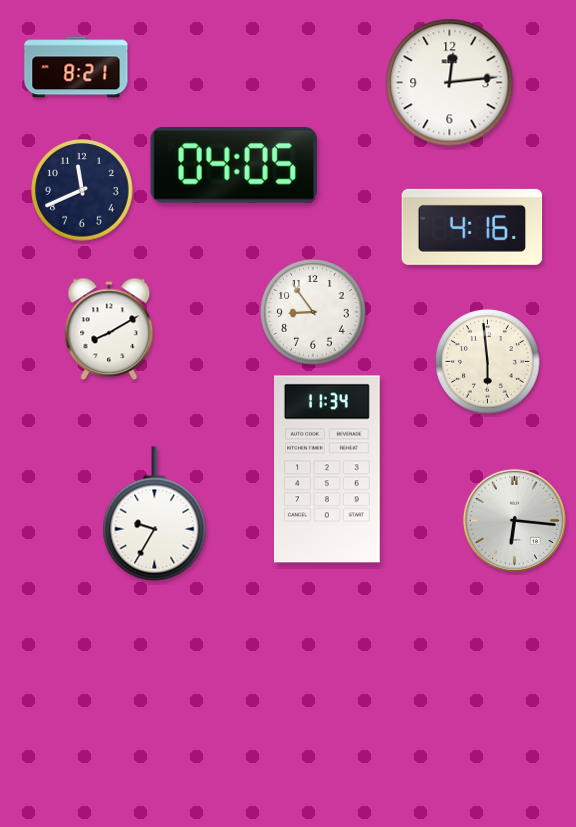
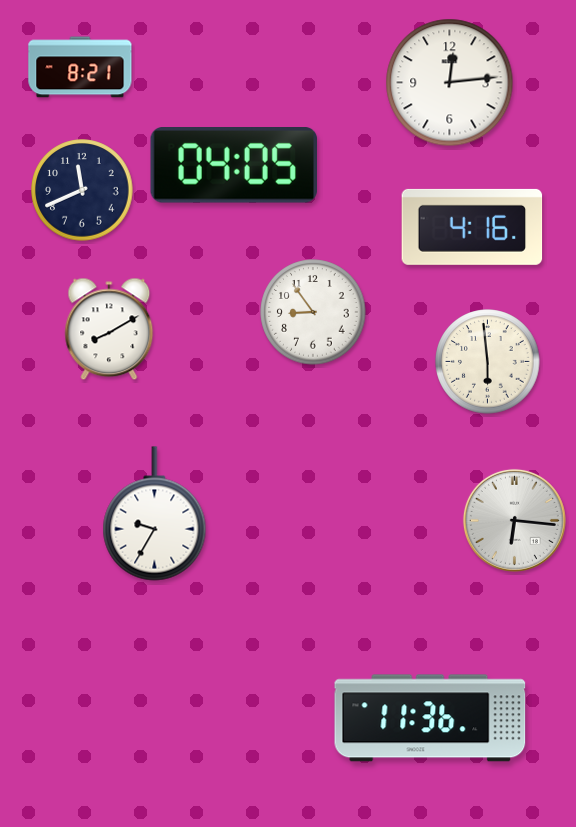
clock at (76, 67) position: (76, 67) -> (80, 67)
clock at (328, 469): 11:34 -> none
clock at (430, 718): none -> 11:36
